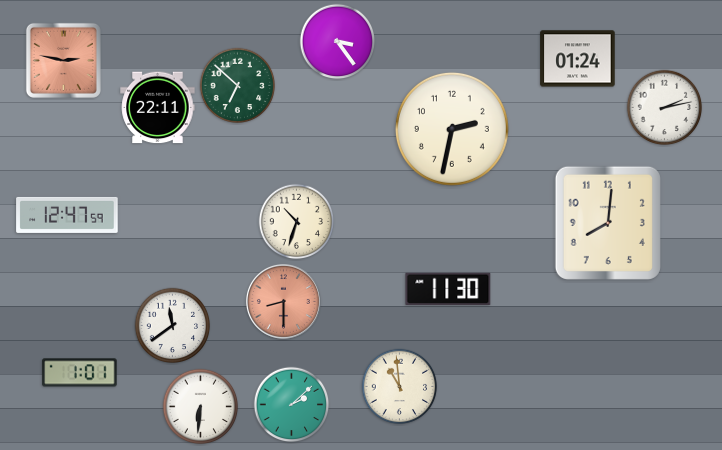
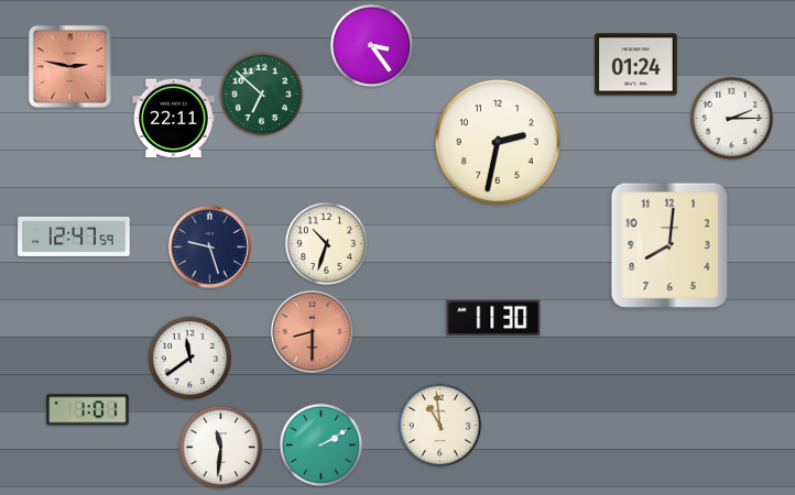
clock at (665, 108): 2:13 -> 2:15
clock at (209, 246): none -> 9:27
clock at (292, 405): 2:08 -> 2:10
clock at (201, 407): 6:31 -> 11:31
